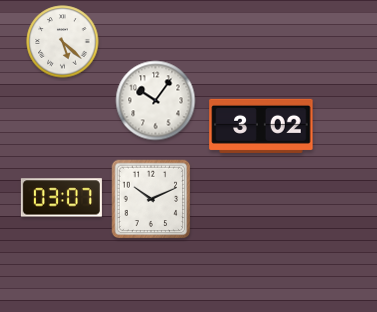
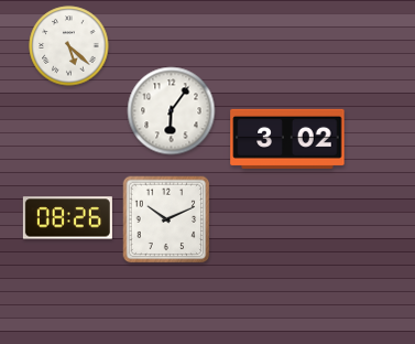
clock at (156, 101): 10:06 -> 6:06
clock at (61, 198): 03:07 -> 08:26
